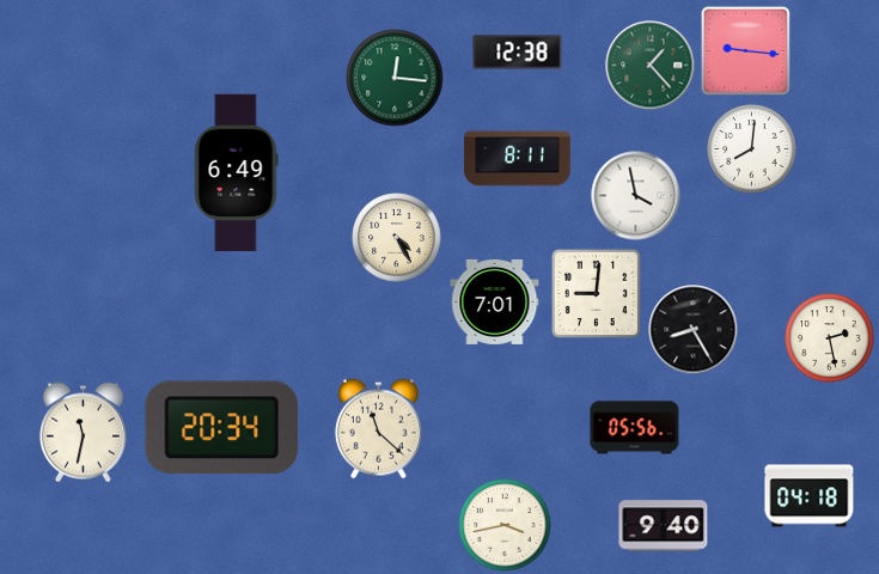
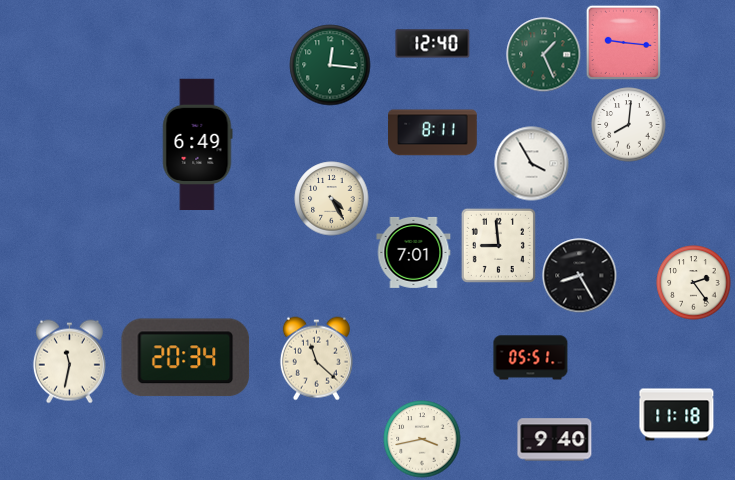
clock at (518, 53): 12:38 -> 12:40
clock at (651, 66): 1:23 -> 1:26
clock at (636, 196): 3:58 -> 3:55
clock at (596, 293): 9:01 -> 8:59
clock at (830, 338): 2:28 -> 2:24
clock at (635, 428): 05:56 -> 05:51
clock at (810, 496): 04:18 -> 11:18
